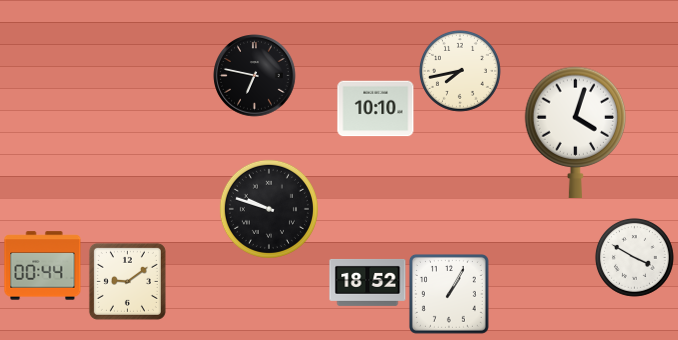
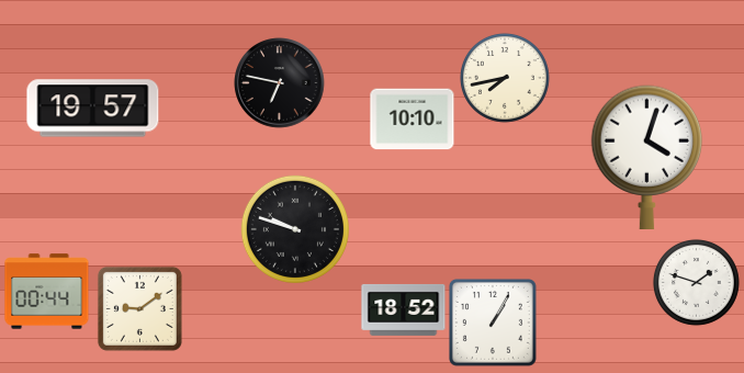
clock at (93, 109): none -> 19:57
clock at (576, 133) position: (576, 133) -> (647, 158)
clock at (634, 257): 3:50 -> 1:48
